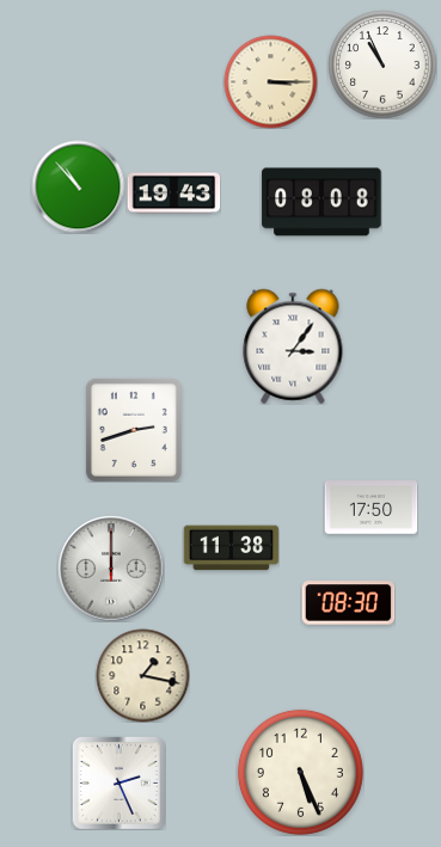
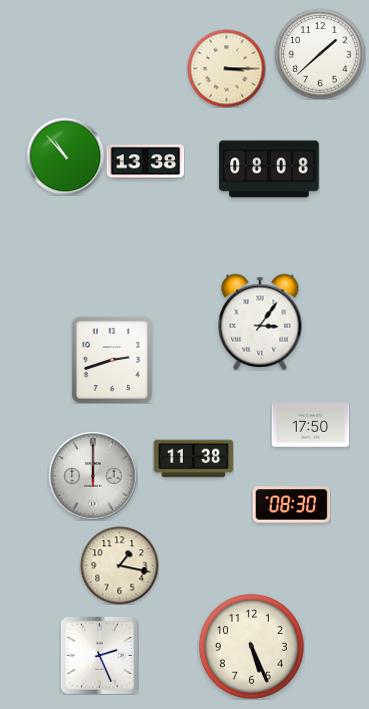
clock at (382, 65): 10:56 -> 1:38
clock at (173, 194): 19:43 -> 13:38
clock at (293, 346) position: (293, 346) -> (260, 322)
